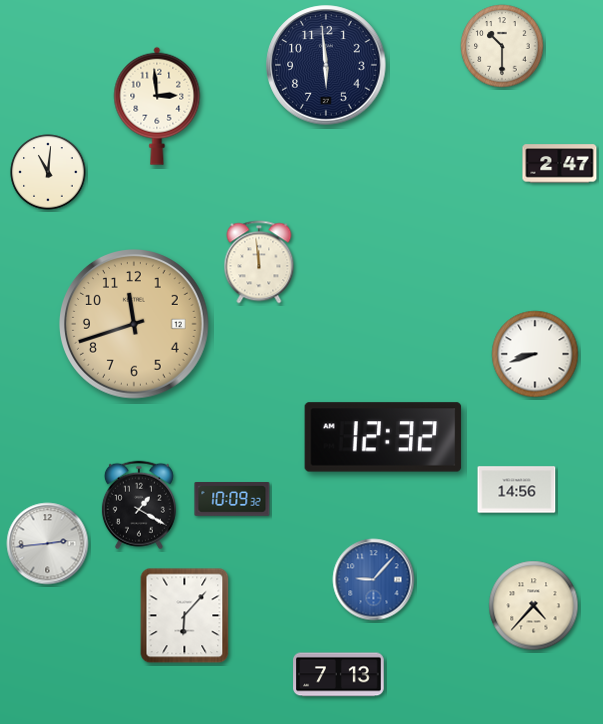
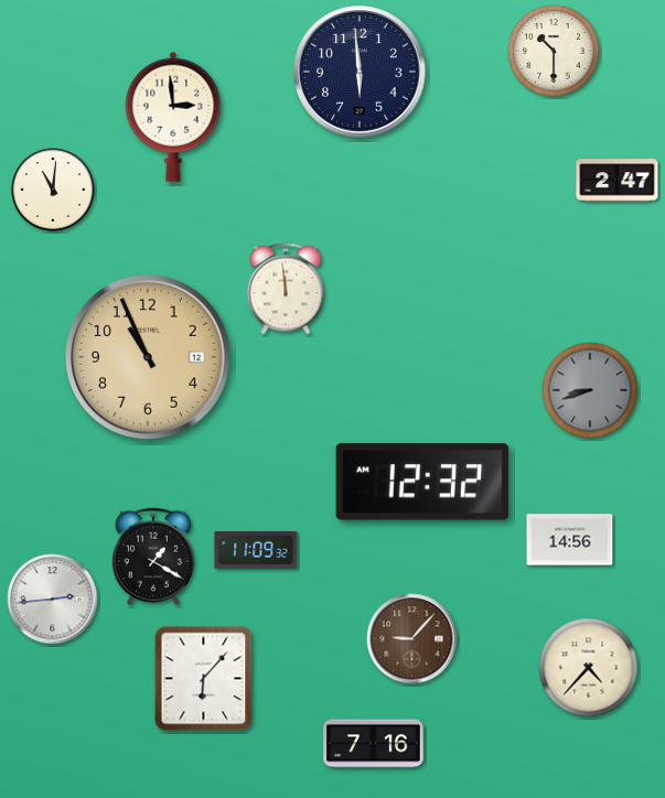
clock at (135, 325): 11:42 -> 10:56
clock at (535, 354) dial: white -> grey
clock at (232, 500): 10:09 -> 11:09
clock at (374, 580) dial: blue -> brown
clock at (339, 675): 7:13 -> 7:16
